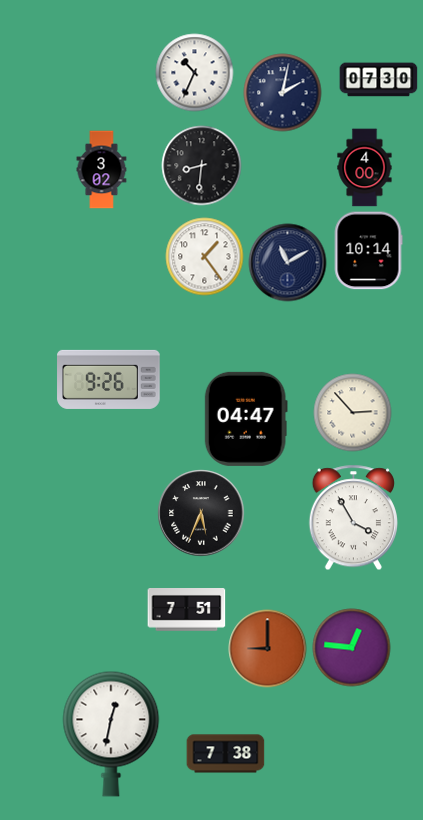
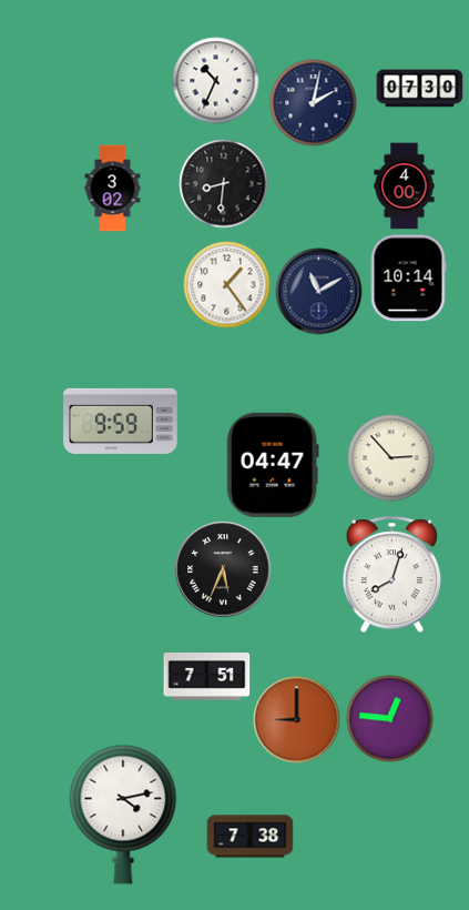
clock at (109, 379): 9:26 -> 9:59
clock at (353, 517): 3:55 -> 8:03
clock at (111, 734): 12:32 -> 4:13
